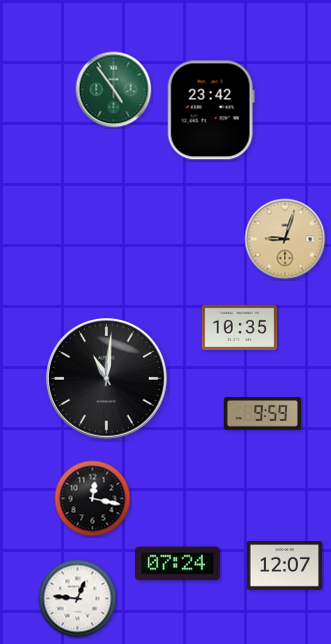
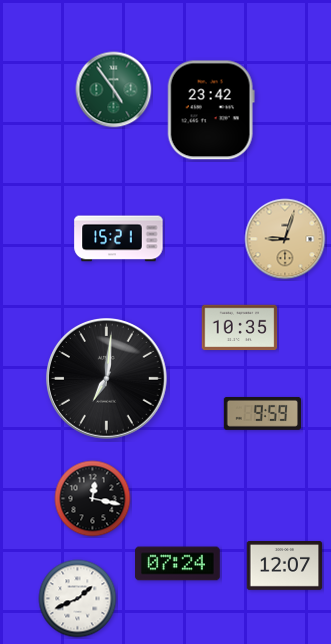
clock at (119, 239): none -> 15:21
clock at (107, 379): 11:01 -> 7:01
clock at (78, 599): 12:46 -> 1:41
